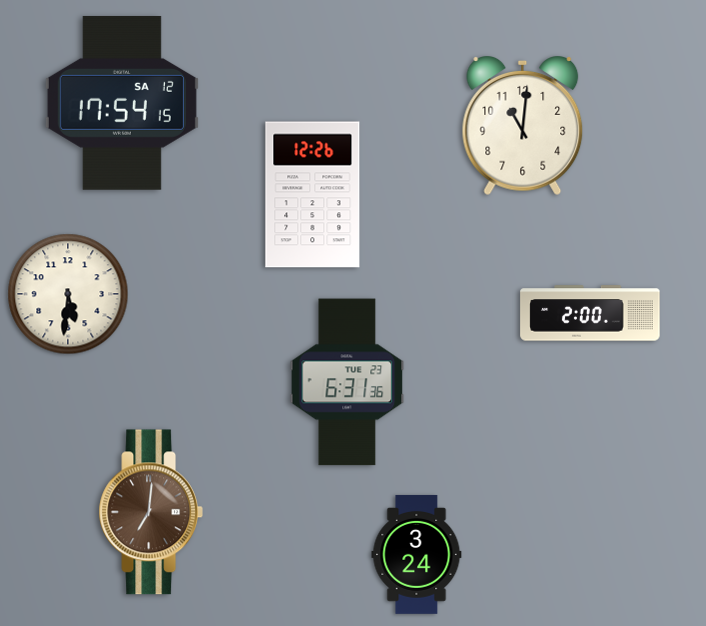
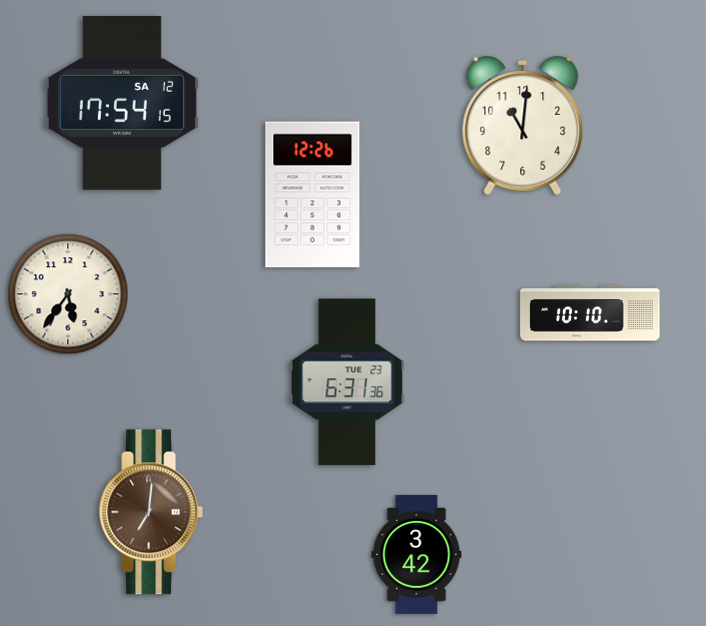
clock at (68, 294): 5:31 -> 5:36
clock at (590, 313): 2:00 -> 10:10
clock at (417, 554): 3:24 -> 3:42
